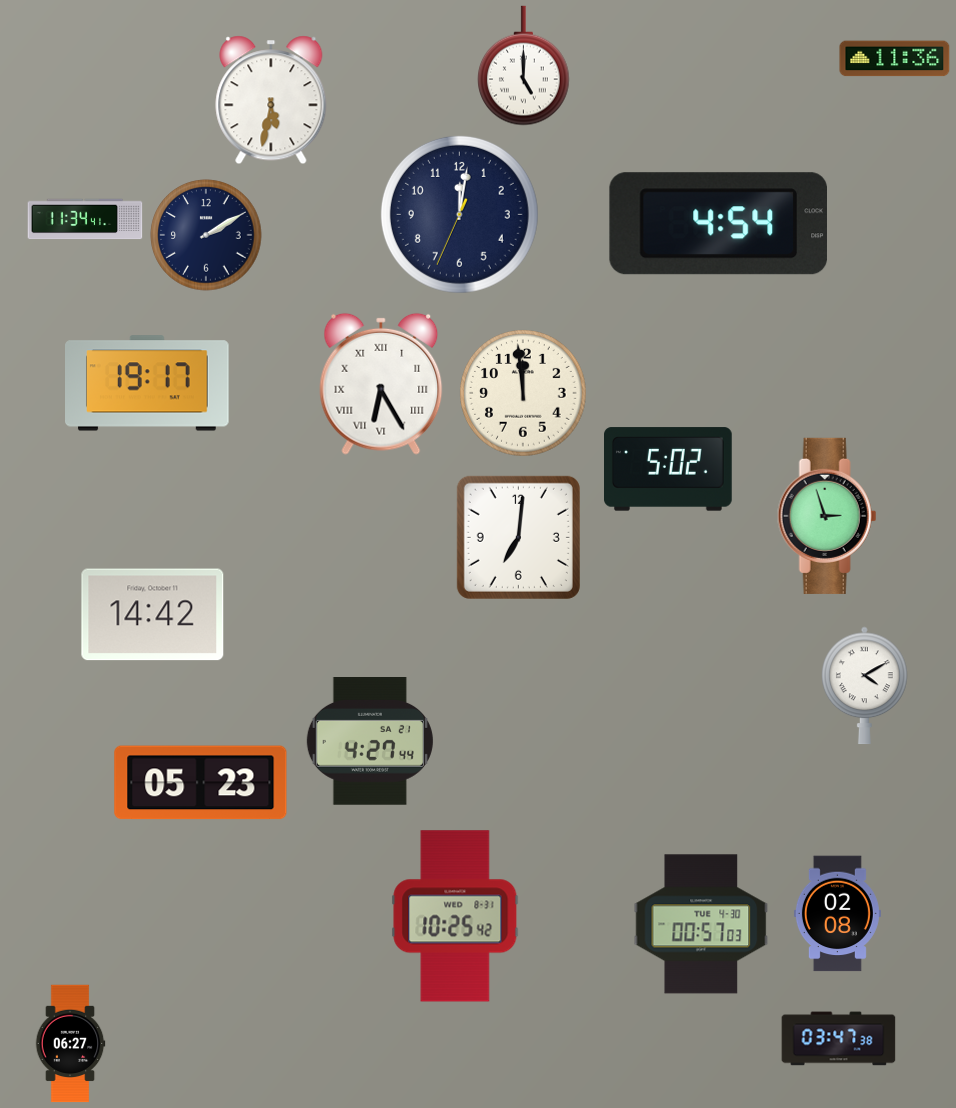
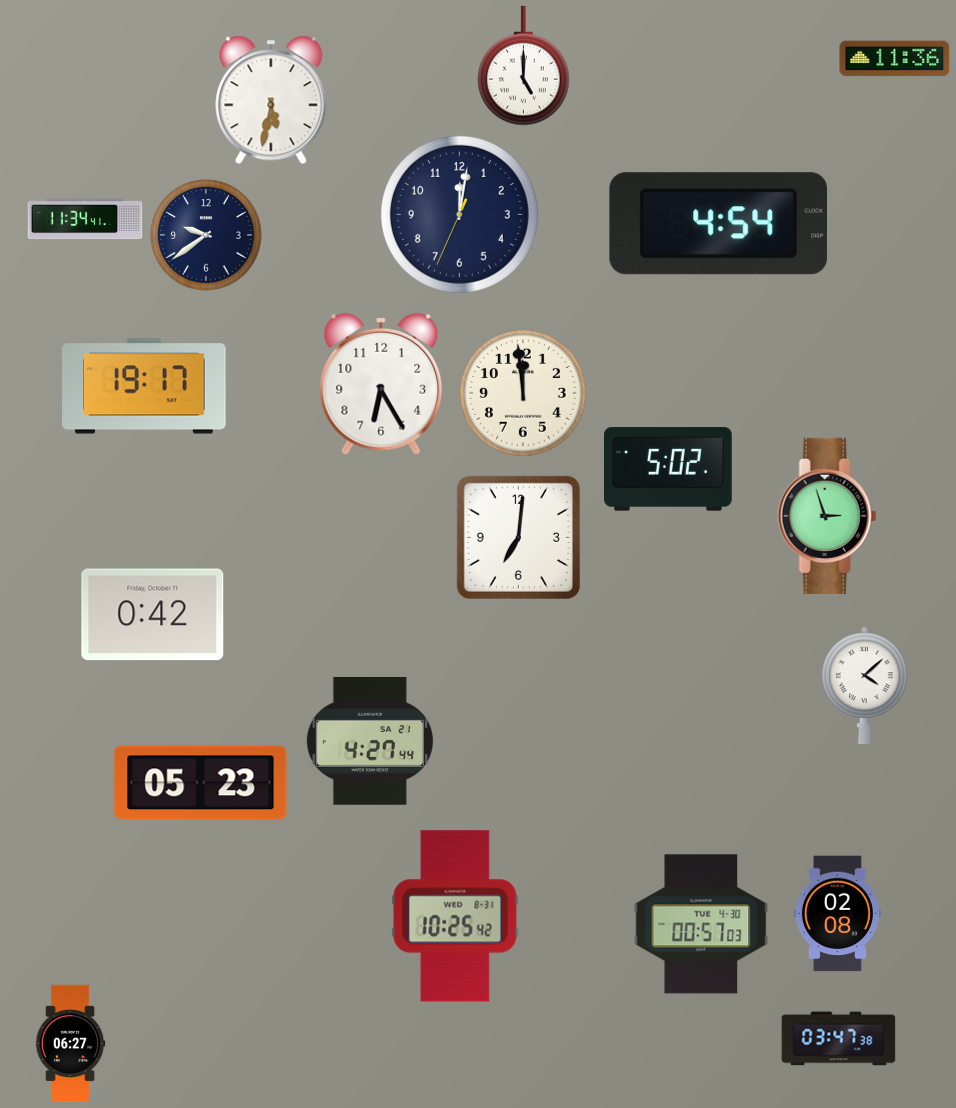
clock at (206, 235): 2:10 -> 9:39
clock at (148, 383) position: (148, 383) -> (145, 386)
clock at (381, 384) numerals: Roman -> Arabic
clock at (153, 615): 14:42 -> 0:42
clock at (865, 686): 4:10 -> 4:08
